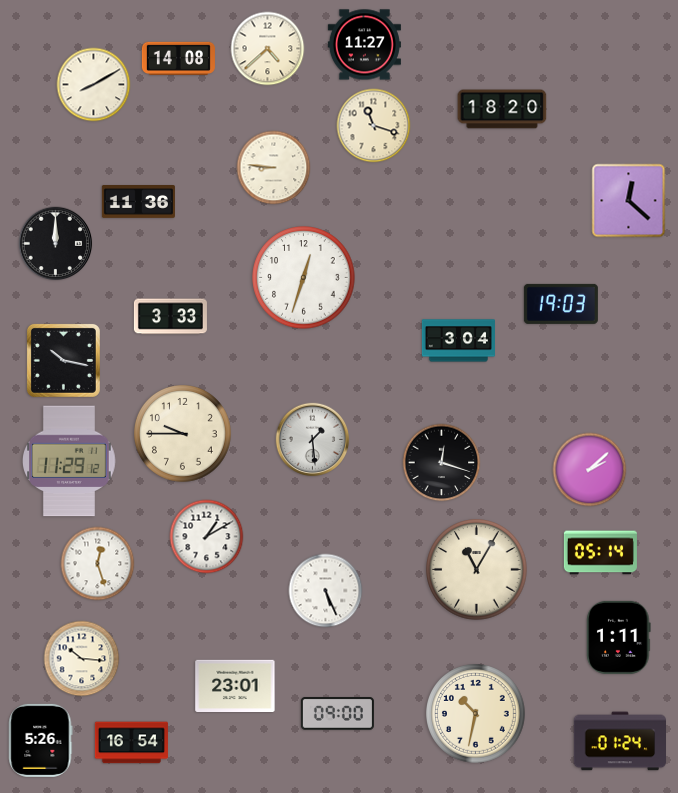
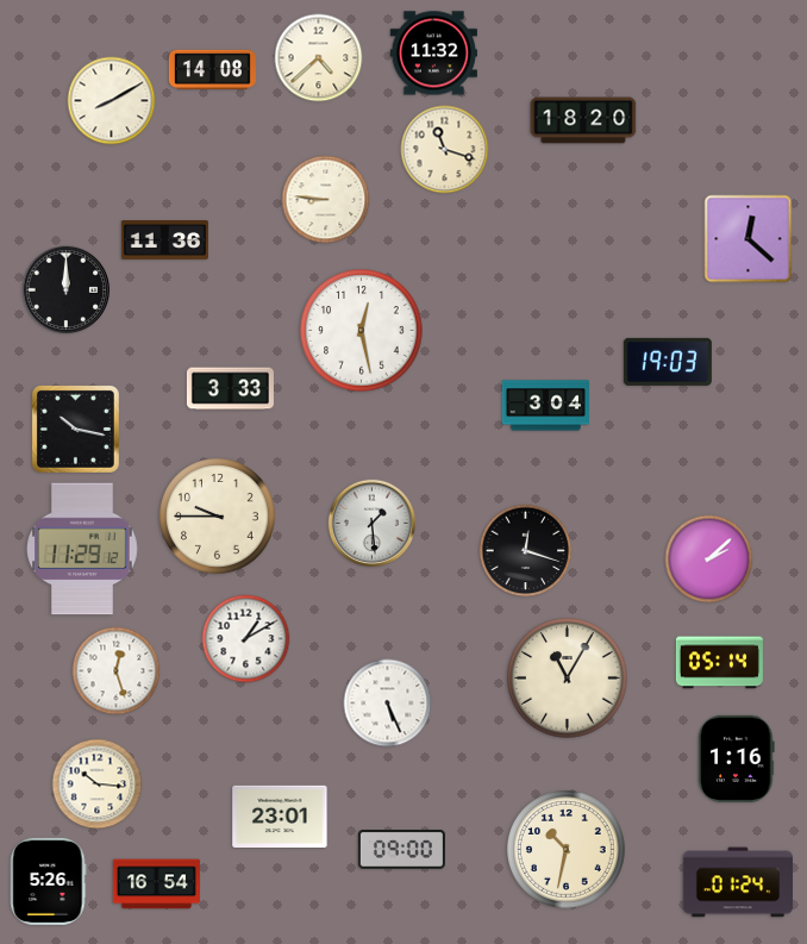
clock at (364, 45): 11:27 -> 11:32
clock at (502, 109) position: (502, 109) -> (583, 120)
clock at (304, 278): 12:33 -> 12:28
clock at (170, 317) position: (170, 317) -> (230, 389)
clock at (590, 470) position: (590, 470) -> (709, 559)
clock at (600, 553) position: (600, 553) -> (719, 663)
clock at (619, 637): 1:11 -> 1:16
